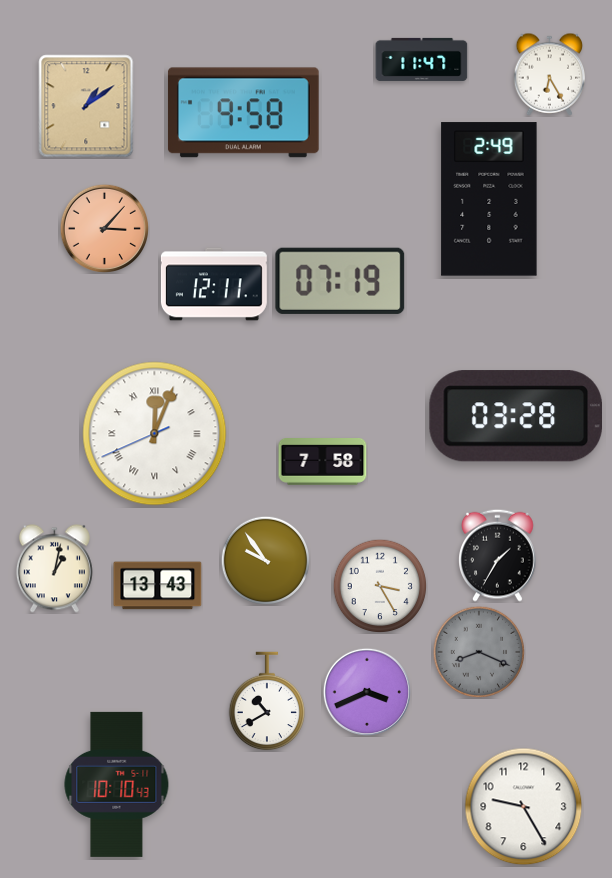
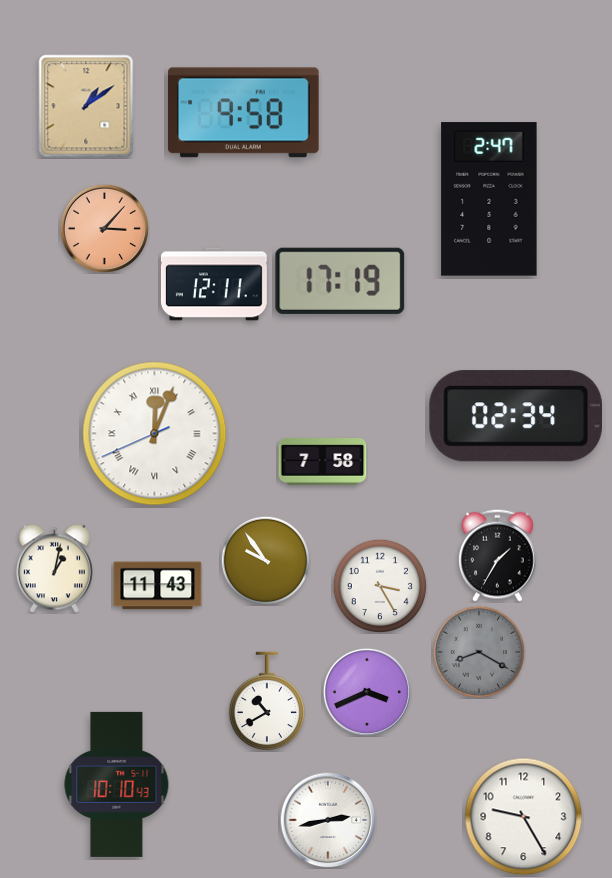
clock at (422, 59): 11:47 -> none
clock at (550, 74): 6:25 -> none
clock at (489, 199): 2:49 -> 2:47
clock at (340, 281): 07:19 -> 17:19
clock at (515, 416): 03:28 -> 02:34
clock at (158, 586): 13:43 -> 11:43
clock at (479, 652): 8:19 -> 8:20
clock at (524, 807) position: (524, 807) -> (524, 817)
clock at (328, 820): none -> 2:43
